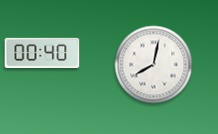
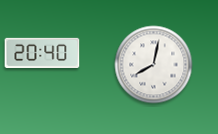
clock at (42, 52): 00:40 -> 20:40
